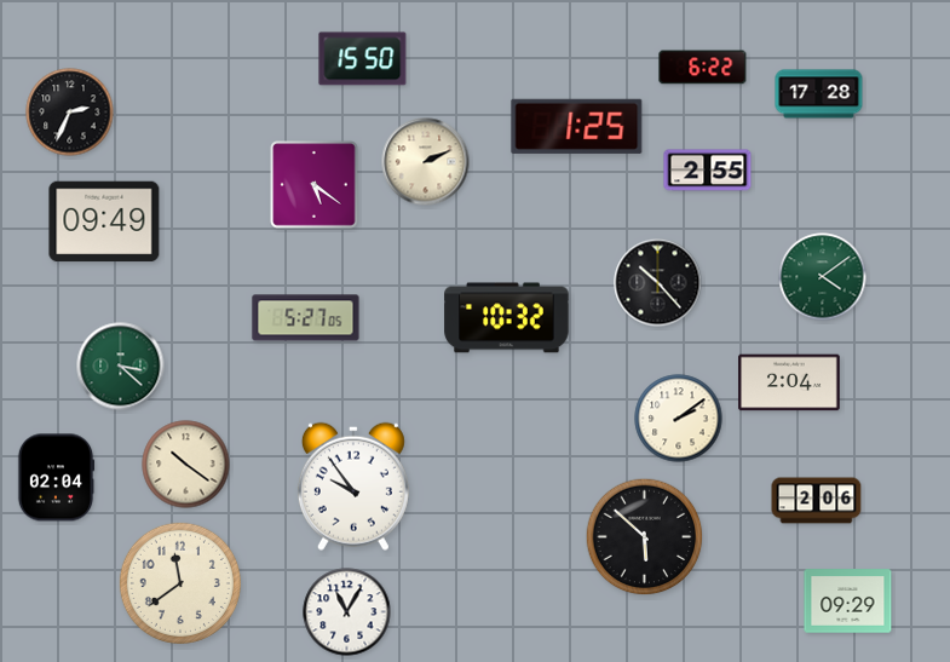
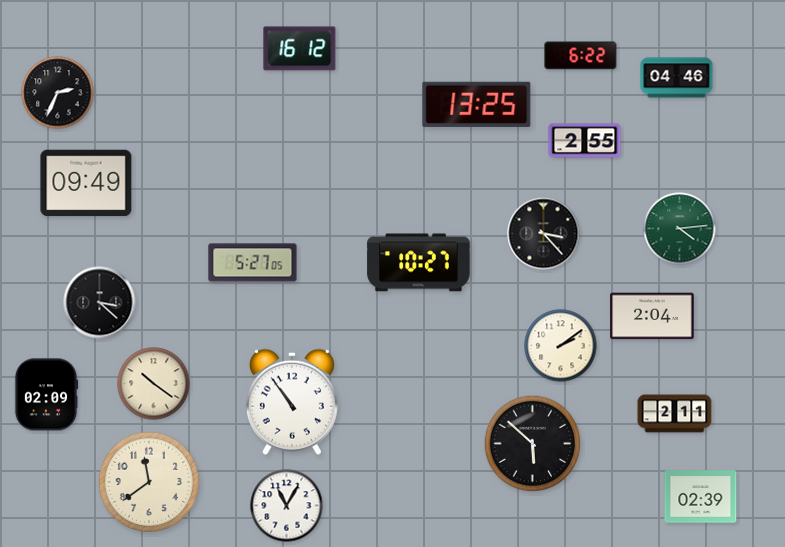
clock at (363, 59): 15:50 -> 16:12
clock at (819, 94): 17:28 -> 04:46
clock at (577, 126): 1:25 -> 13:25
clock at (426, 162): 2:11 -> none
clock at (315, 185): 5:21 -> none
clock at (823, 277): 4:09 -> 4:14
clock at (658, 283): 10:23 -> 3:23
clock at (507, 318): 10:32 -> 10:27
clock at (121, 367) dial: green -> black
clock at (56, 478): 02:04 -> 02:09
clock at (353, 487): 9:54 -> 10:54
clock at (817, 501): 2:06 -> 2:11
clock at (848, 601): 09:29 -> 02:39
